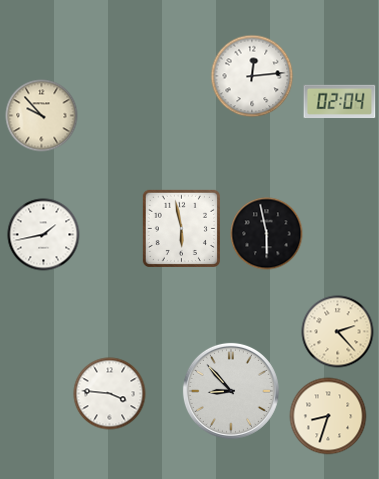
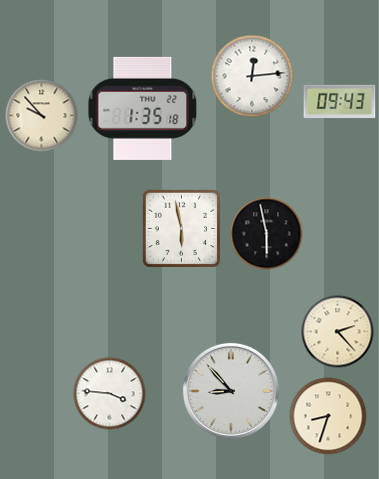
clock at (340, 102): 02:04 -> 09:43
clock at (143, 108): none -> 1:35
clock at (44, 235): 1:43 -> none
